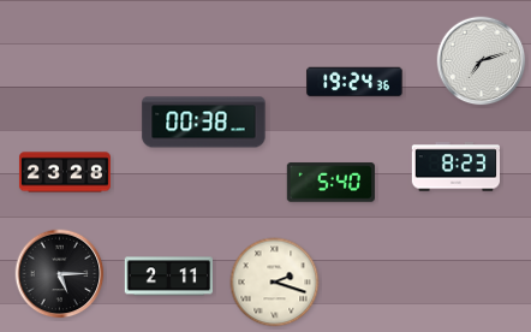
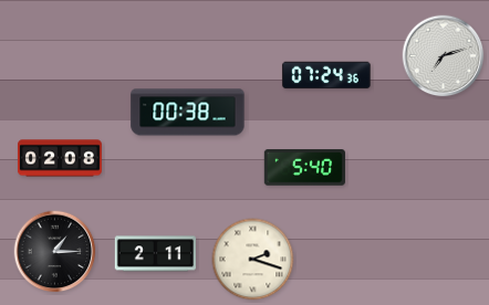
clock at (354, 82): 19:24 -> 07:24
clock at (457, 167): 8:23 -> none
clock at (65, 172): 23:28 -> 02:08
clock at (60, 274): 5:15 -> 1:15
